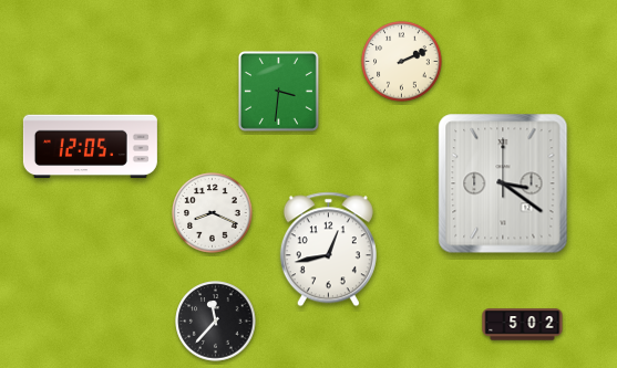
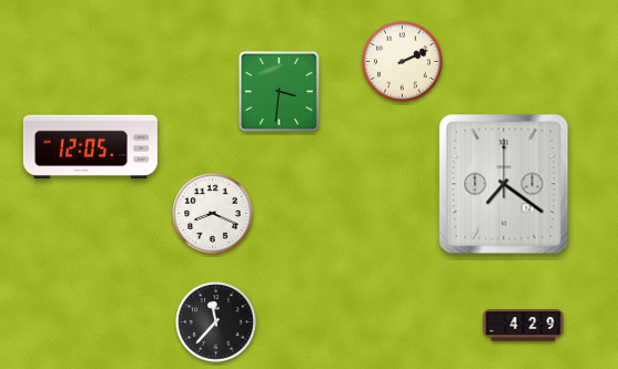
clock at (503, 183): 3:21 -> 7:21
clock at (328, 250): 12:43 -> none
clock at (523, 325): 5:02 -> 4:29
